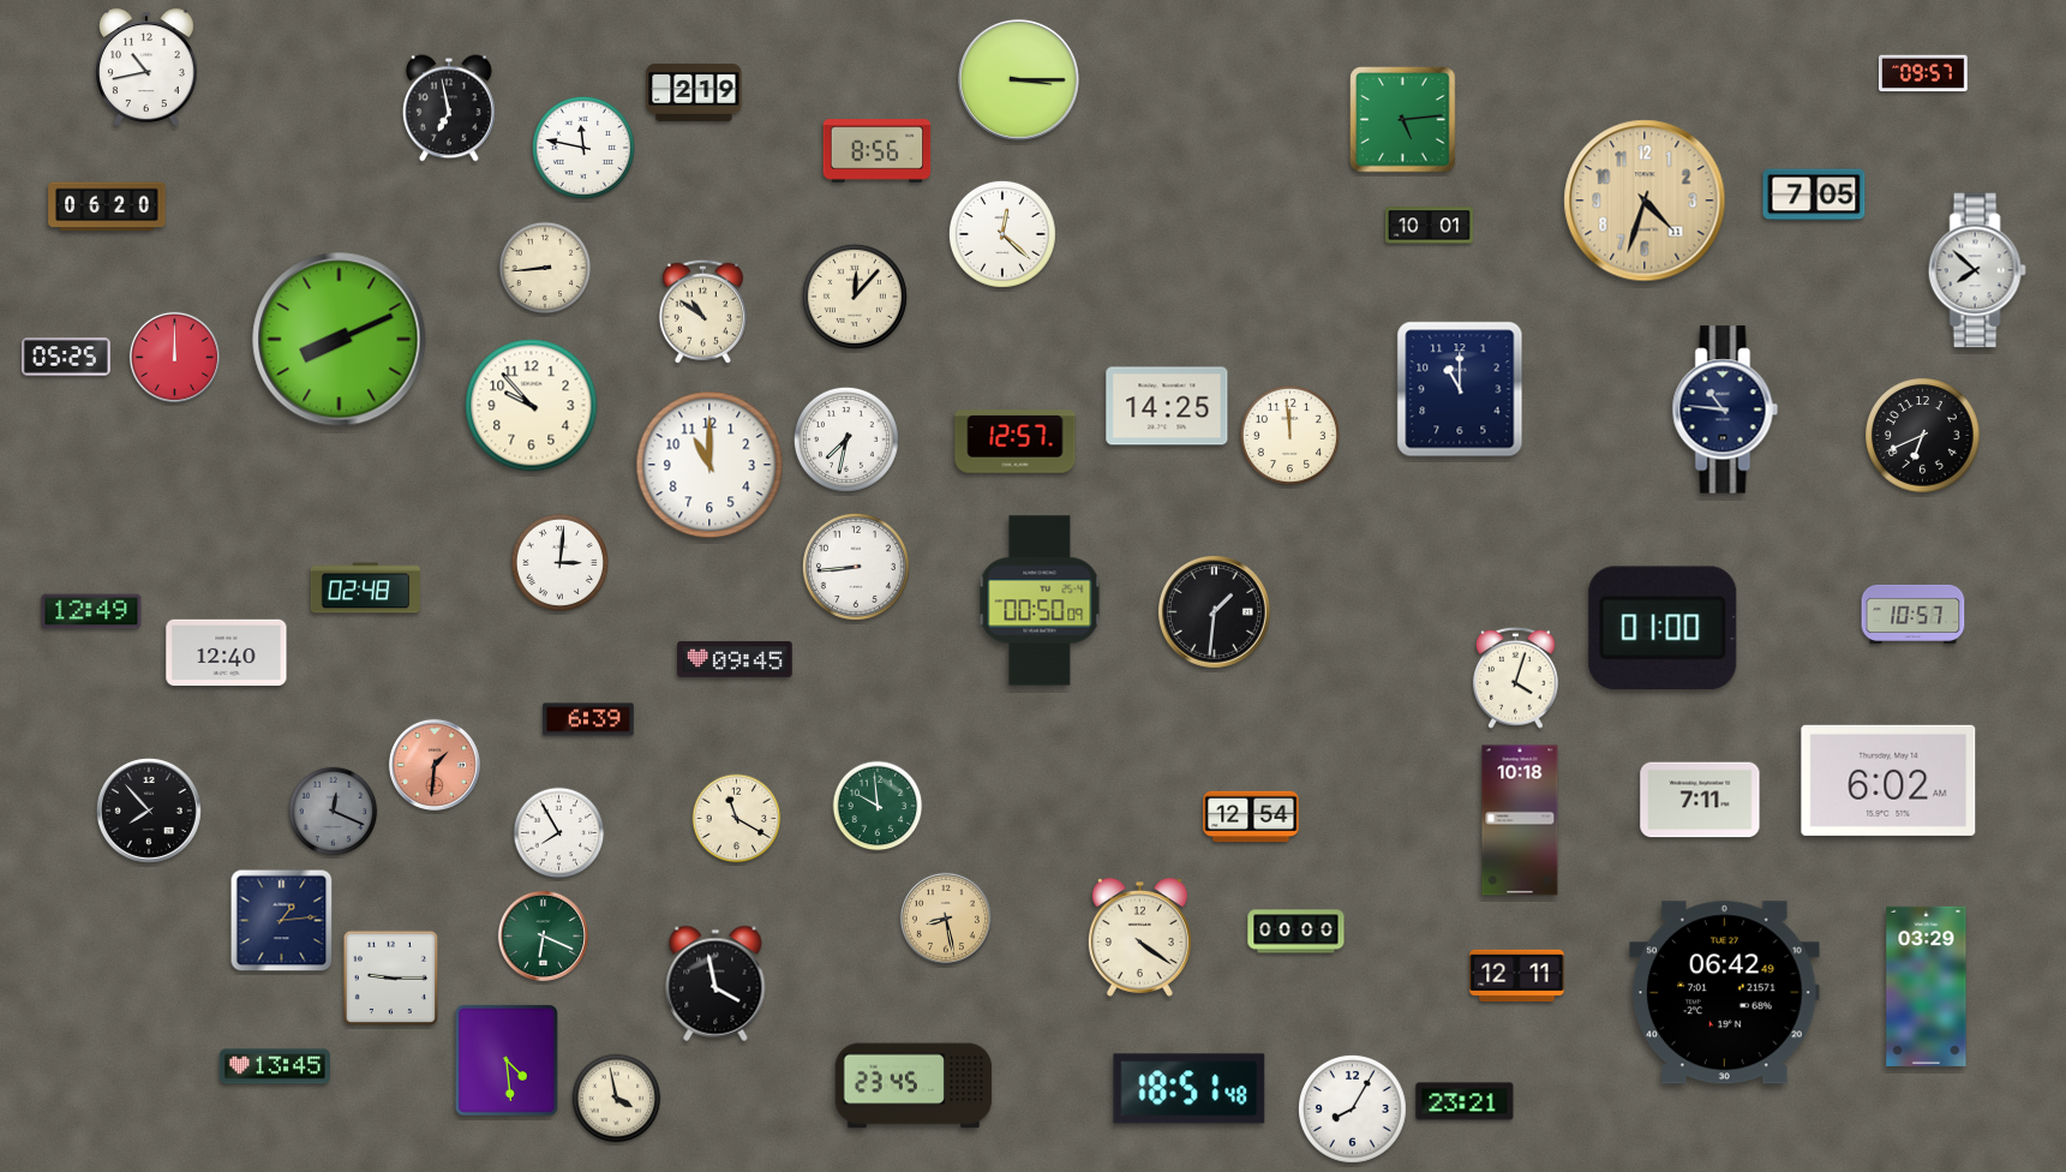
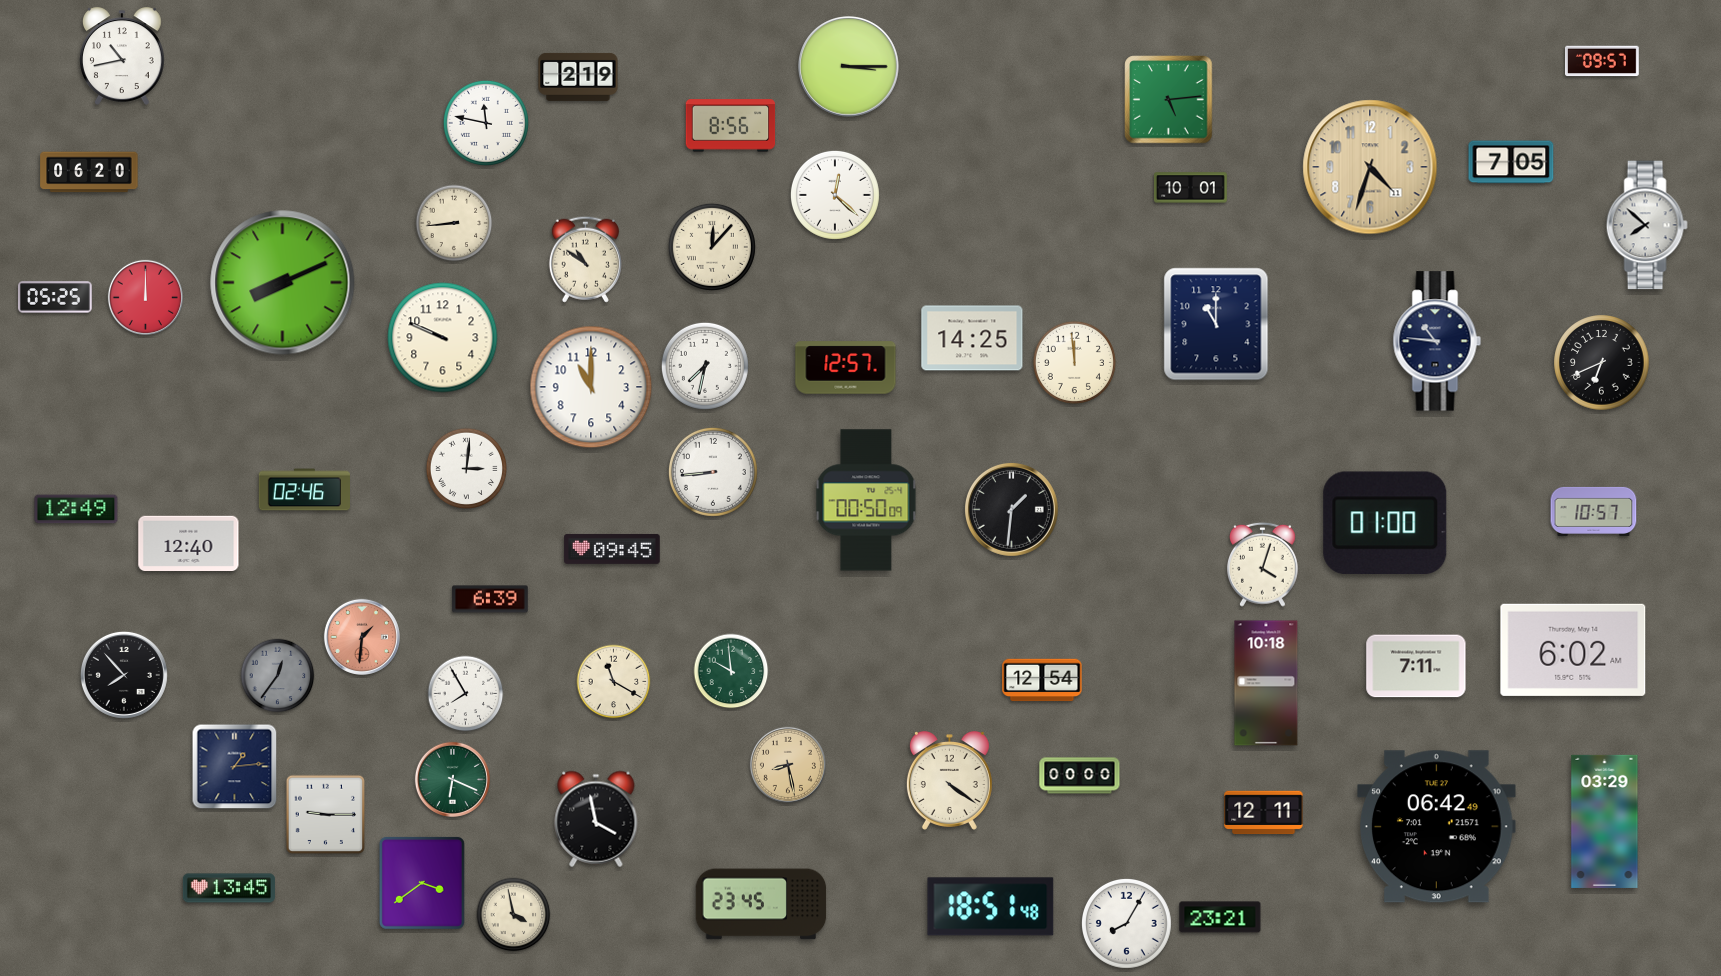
clock at (449, 108): 6:58 -> none
clock at (532, 406): 9:53 -> 9:49
clock at (365, 588): 02:48 -> 02:46
clock at (334, 812): 12:19 -> 12:36
clock at (507, 1060): 4:29 -> 3:39
